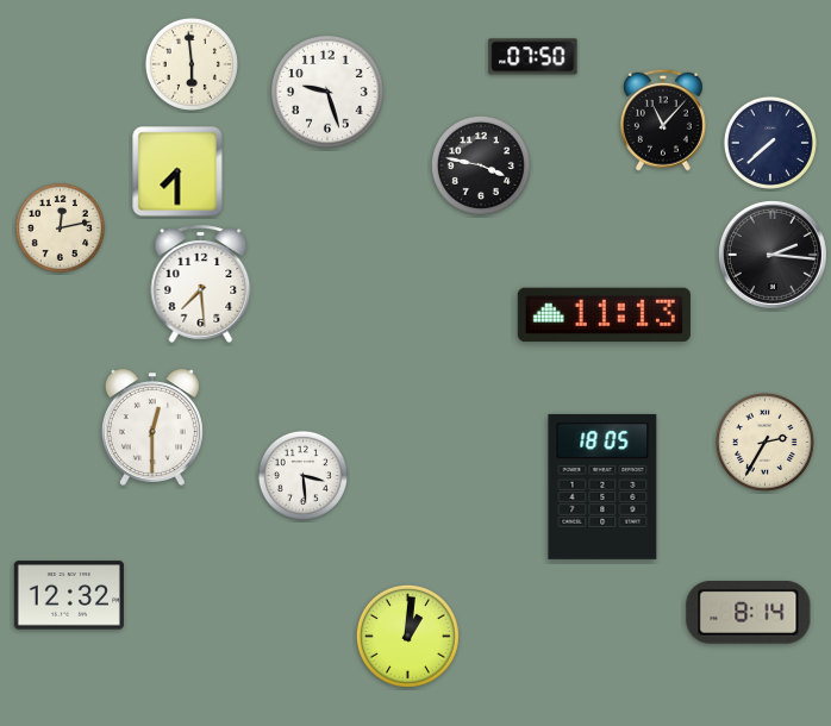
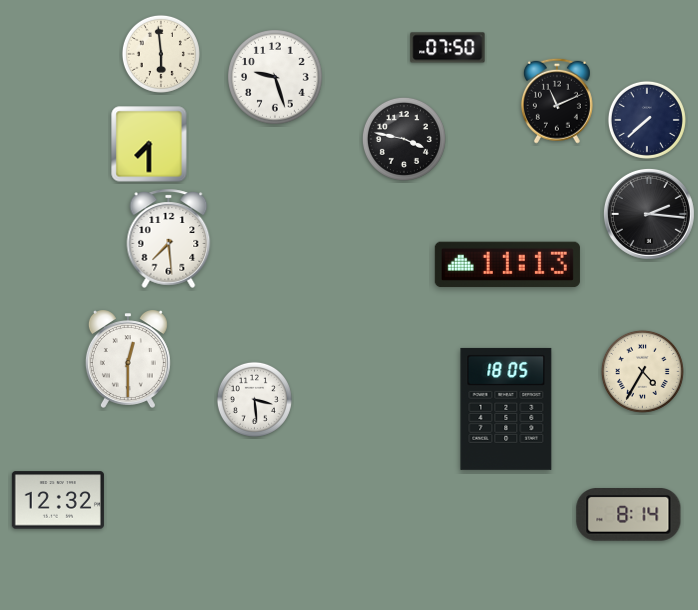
clock at (663, 120): 11:07 -> 11:11
clock at (60, 227): 12:13 -> none
clock at (764, 442): 2:35 -> 4:35
clock at (407, 636): 1:01 -> none
